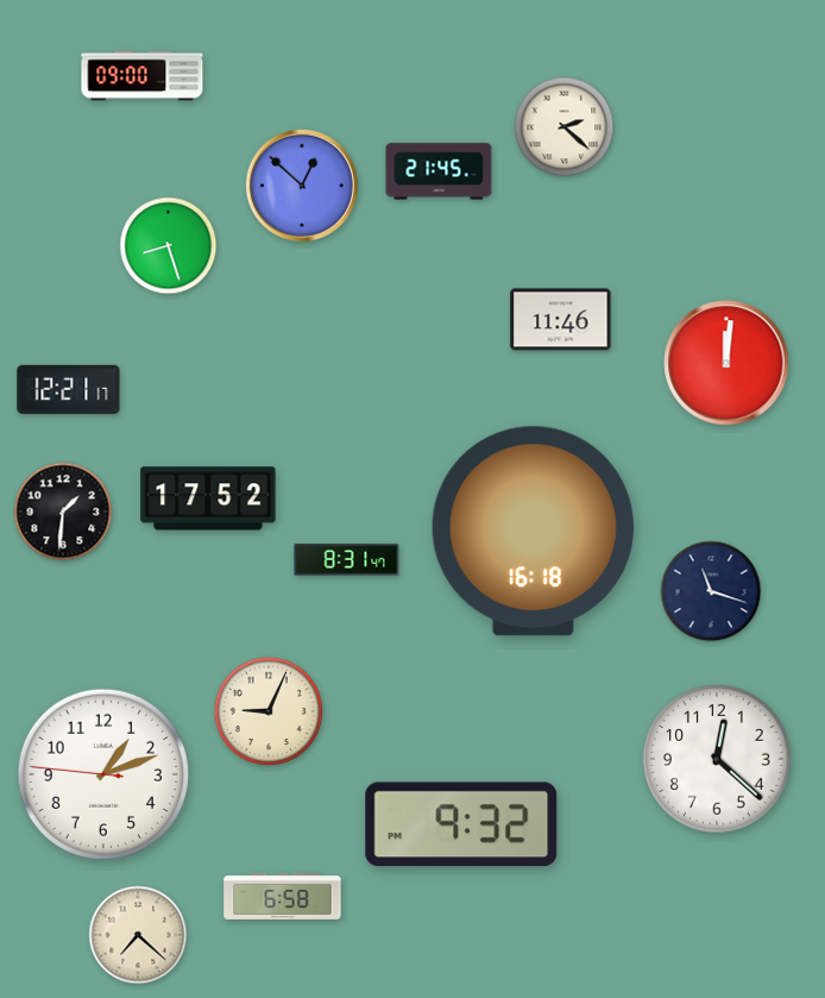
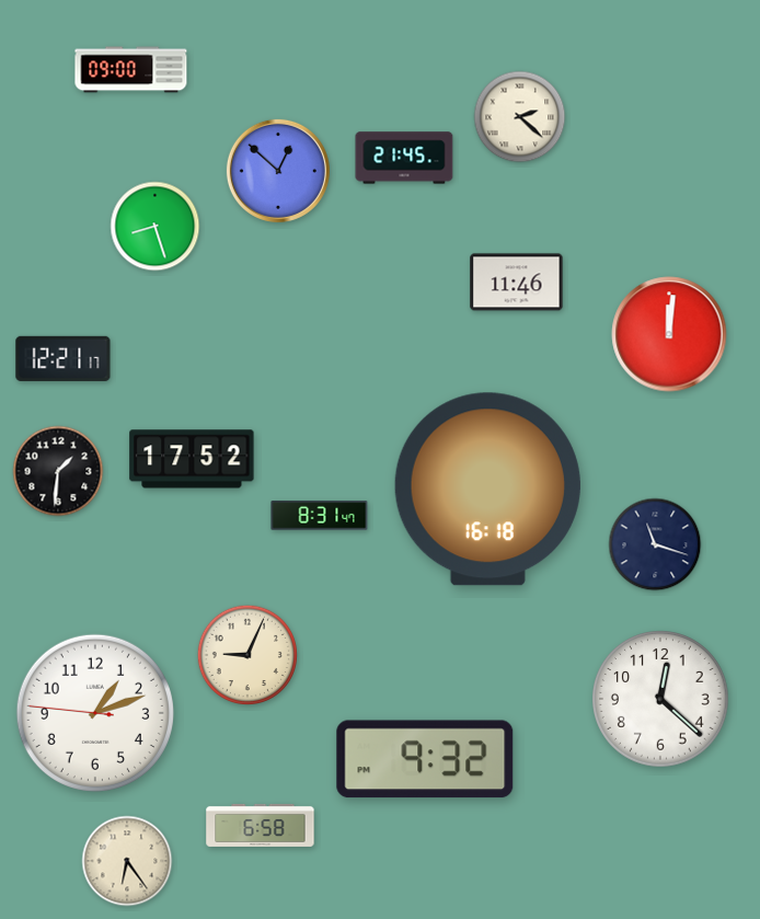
clock at (561, 320) position: (561, 320) -> (517, 283)
clock at (533, 532) position: (533, 532) -> (487, 490)
clock at (138, 935): 7:22 -> 6:24
